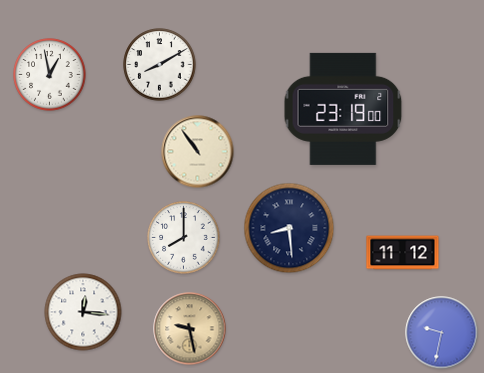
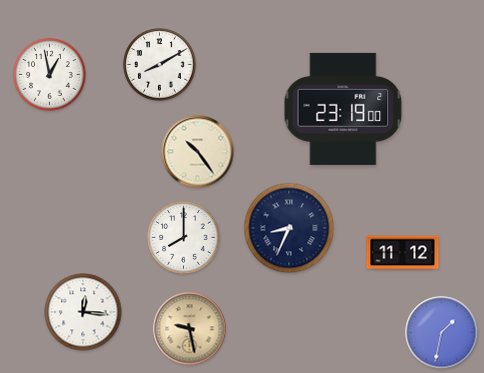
clock at (198, 152): 10:54 -> 10:24
clock at (289, 228): 8:29 -> 8:34
clock at (442, 333): 9:32 -> 1:32
